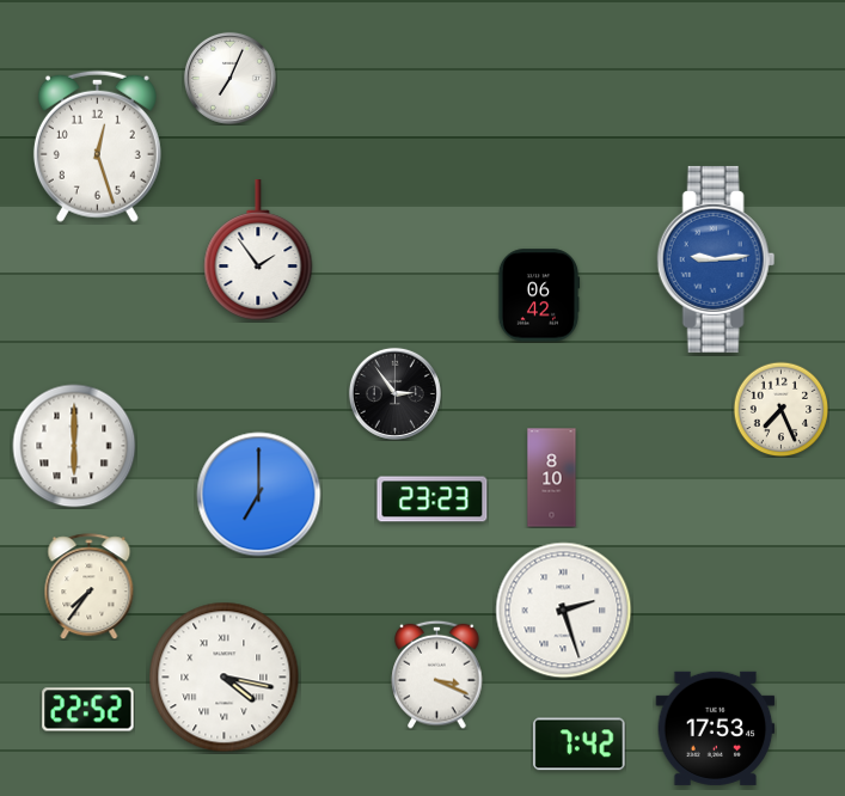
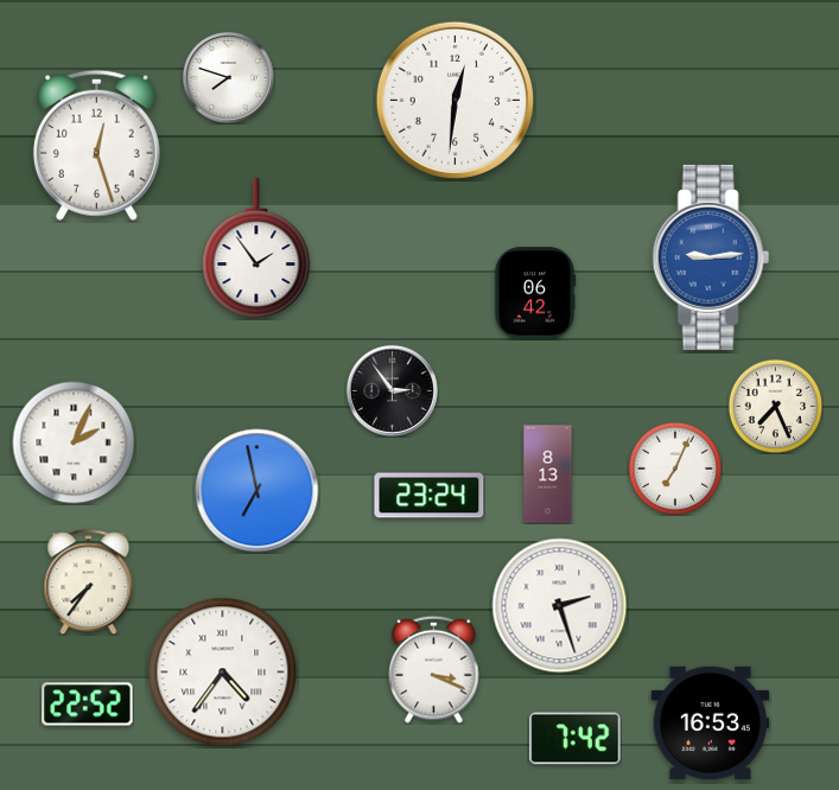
clock at (229, 78): 7:04 -> 7:48
clock at (455, 100): none -> 12:31
clock at (74, 446): 6:00 -> 2:04
clock at (675, 469): none -> 7:04
clock at (552, 478): 8:10 -> 8:13
clock at (259, 495): 7:00 -> 6:58
clock at (433, 500): 23:23 -> 23:24
clock at (225, 678): 4:17 -> 4:36
clock at (716, 728): 17:53 -> 16:53
